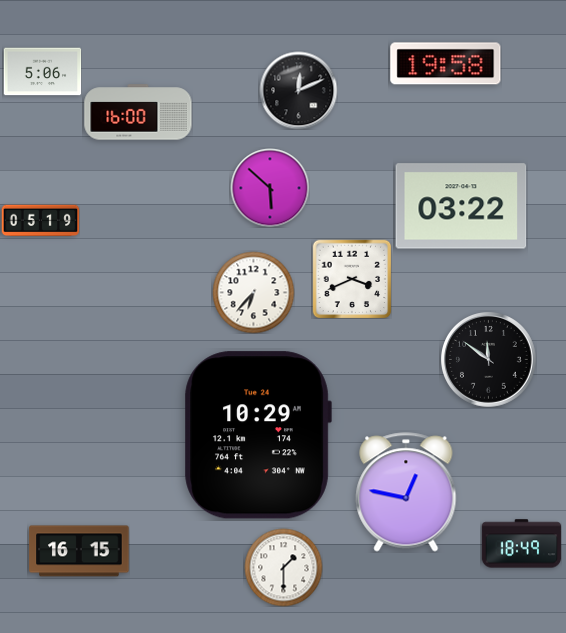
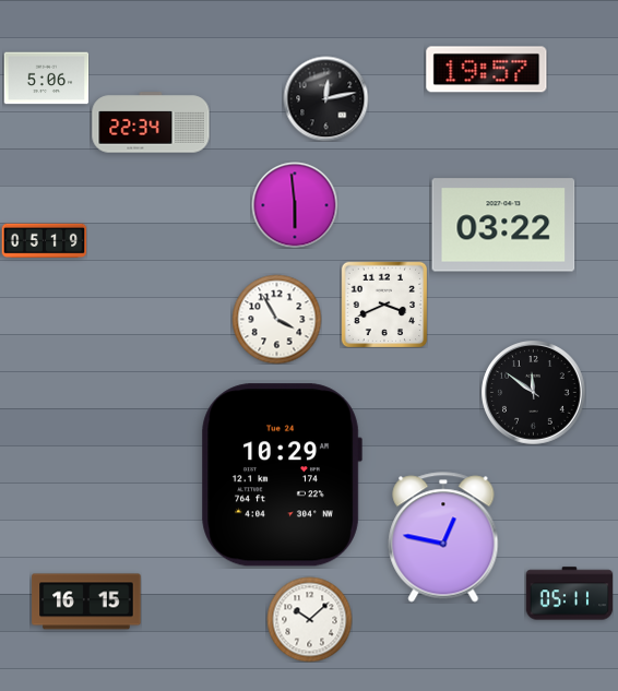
clock at (446, 64): 19:58 -> 19:57
clock at (298, 90): 12:11 -> 12:13
clock at (138, 112): 16:00 -> 22:34
clock at (270, 188): 5:52 -> 5:59
clock at (253, 292): 6:37 -> 3:55
clock at (521, 544): 18:49 -> 05:11
clock at (283, 567): 1:30 -> 10:08
